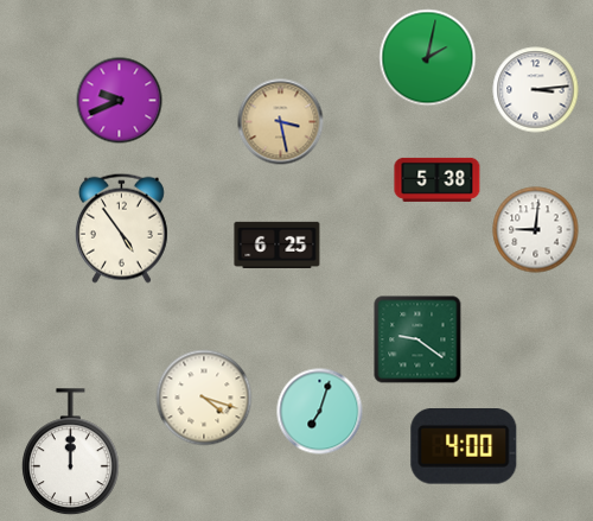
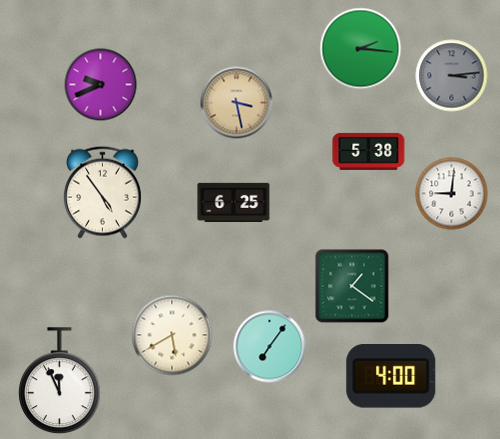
clock at (428, 58): 2:02 -> 2:16
clock at (536, 90) dial: white -> grey
clock at (278, 244) position: (278, 244) -> (234, 202)
clock at (417, 339): 9:21 -> 1:21
clock at (204, 398): 4:18 -> 5:40
clock at (320, 412): 7:03 -> 7:06
clock at (71, 452): 12:00 -> 11:56
